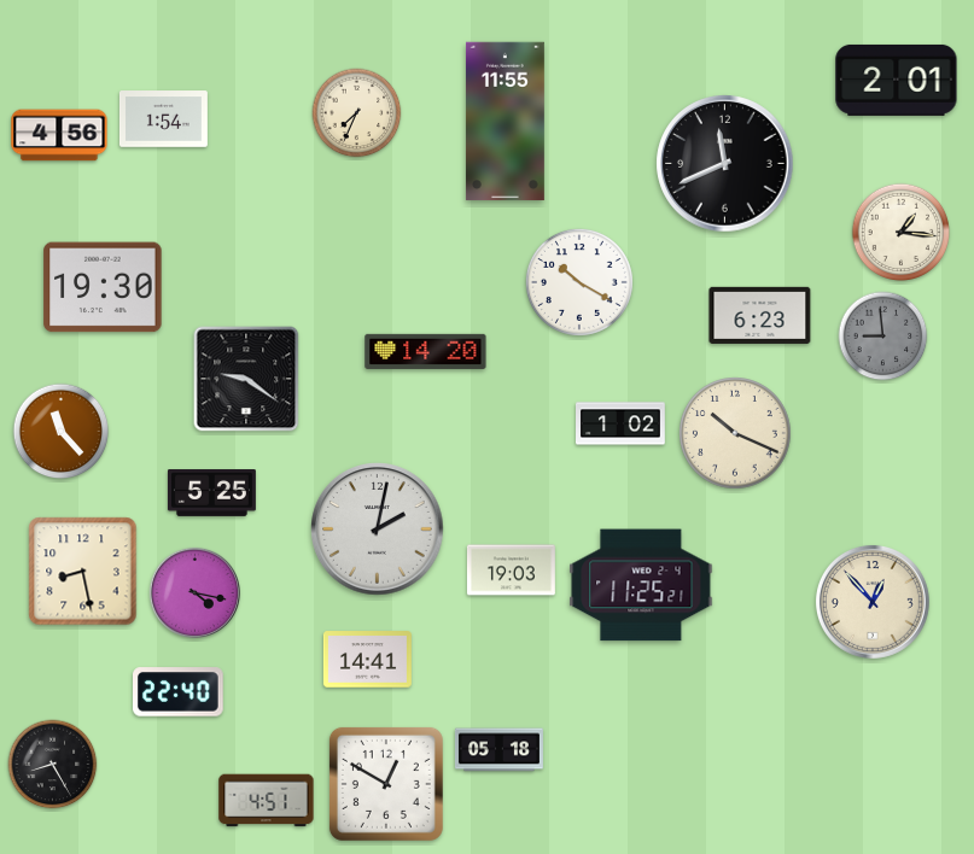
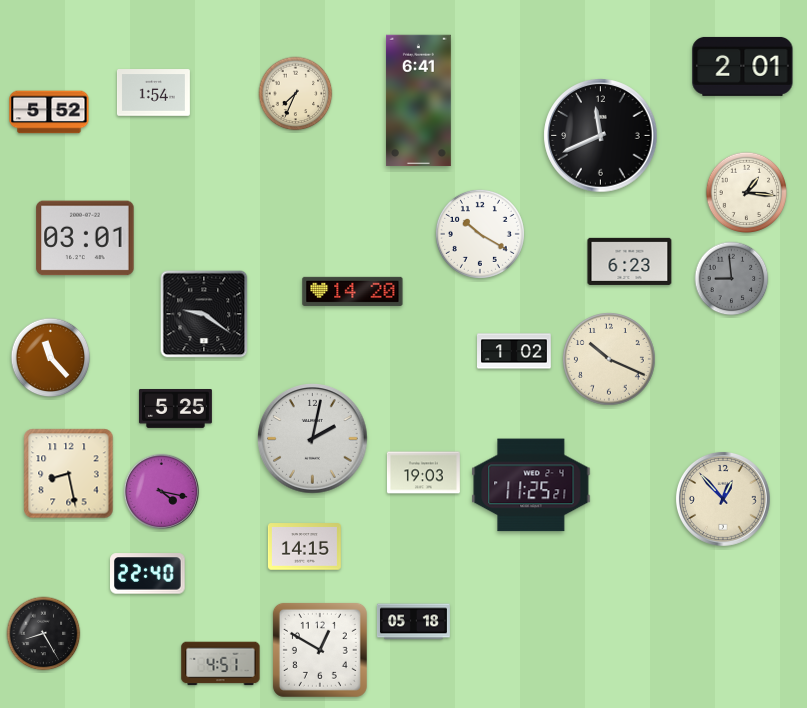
clock at (163, 119) position: (163, 119) -> (153, 93)
clock at (505, 122): 11:55 -> 6:41
clock at (59, 135): 4:56 -> 5:52
clock at (103, 287): 19:30 -> 03:01
clock at (367, 660): 14:41 -> 14:15
